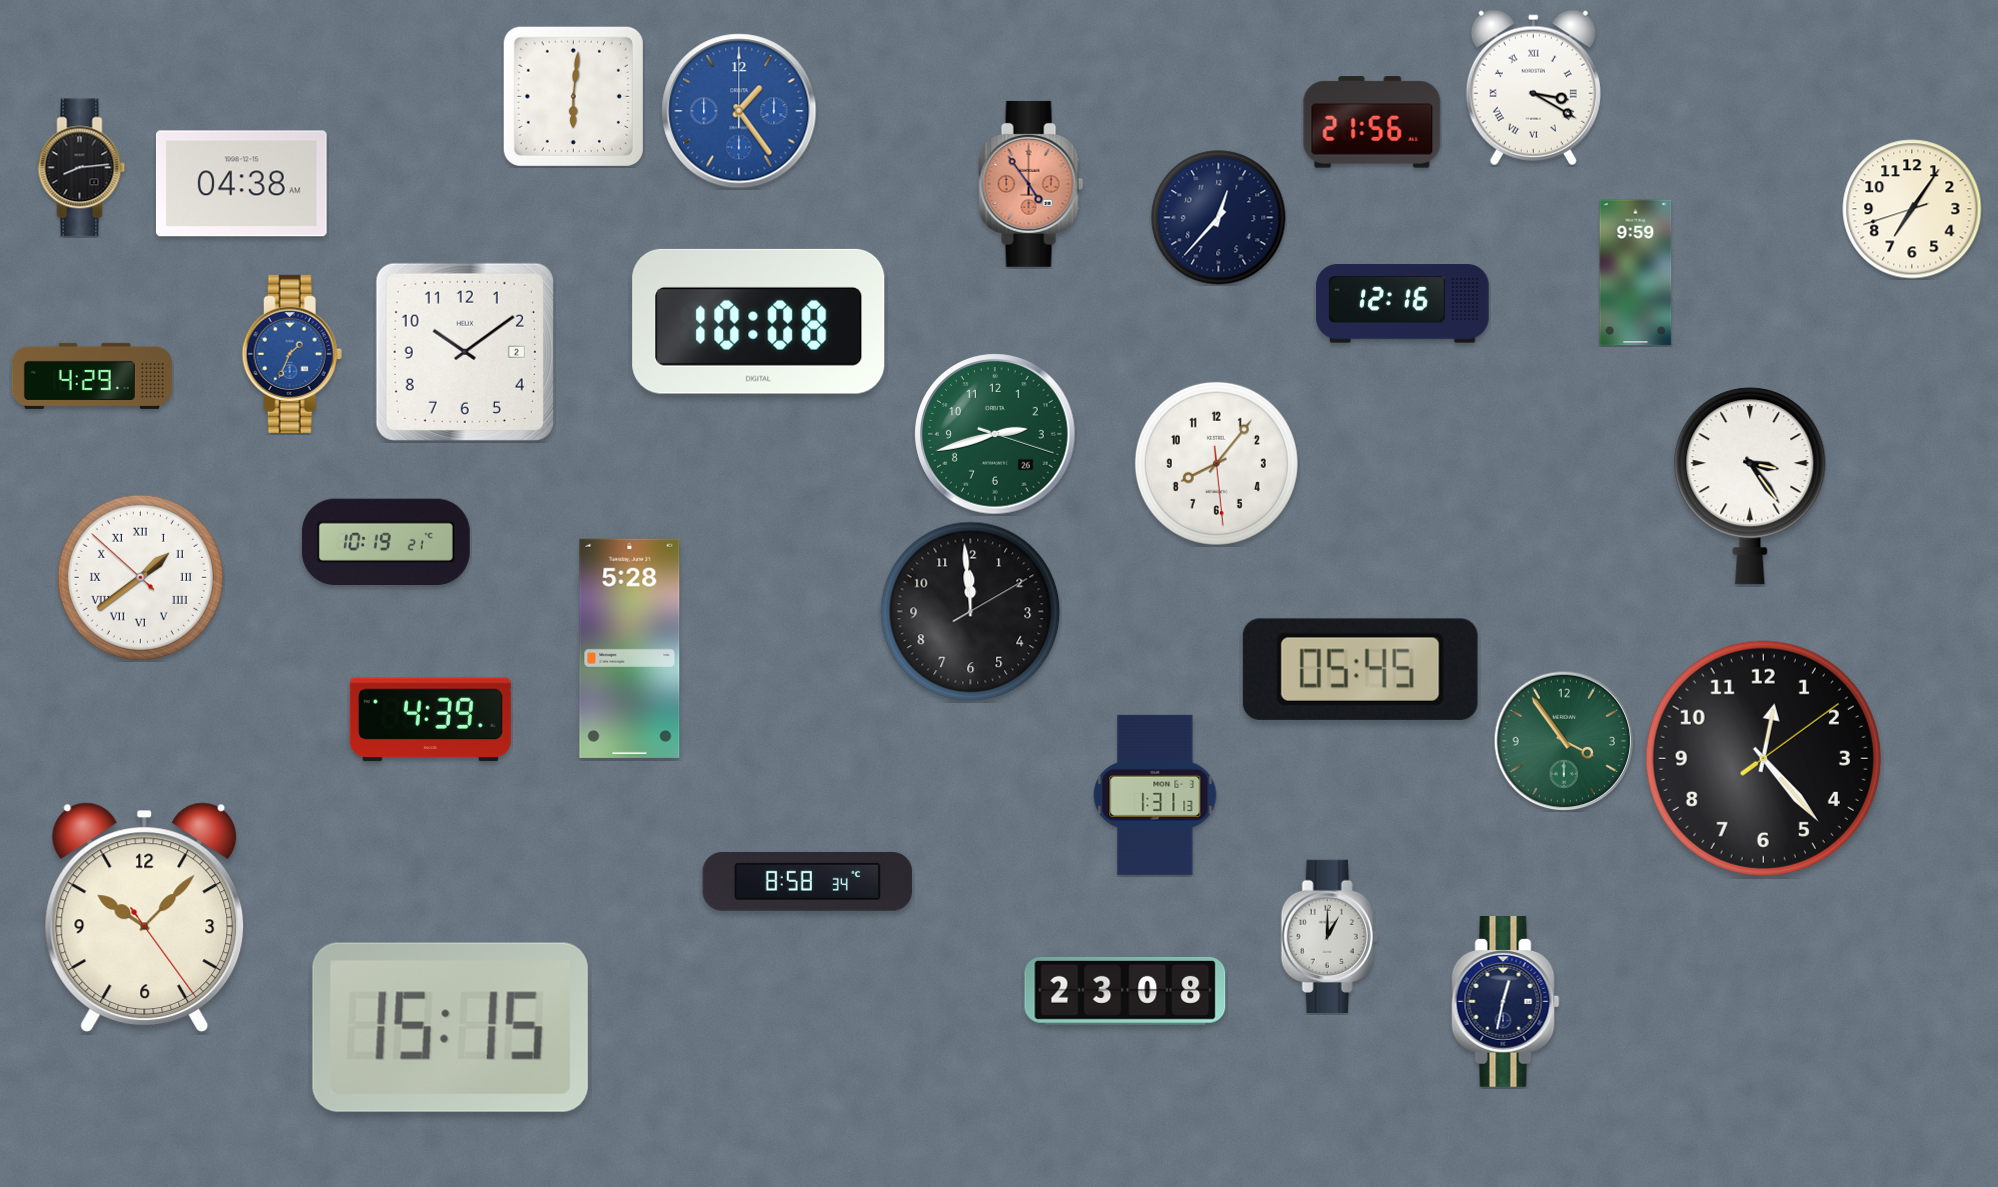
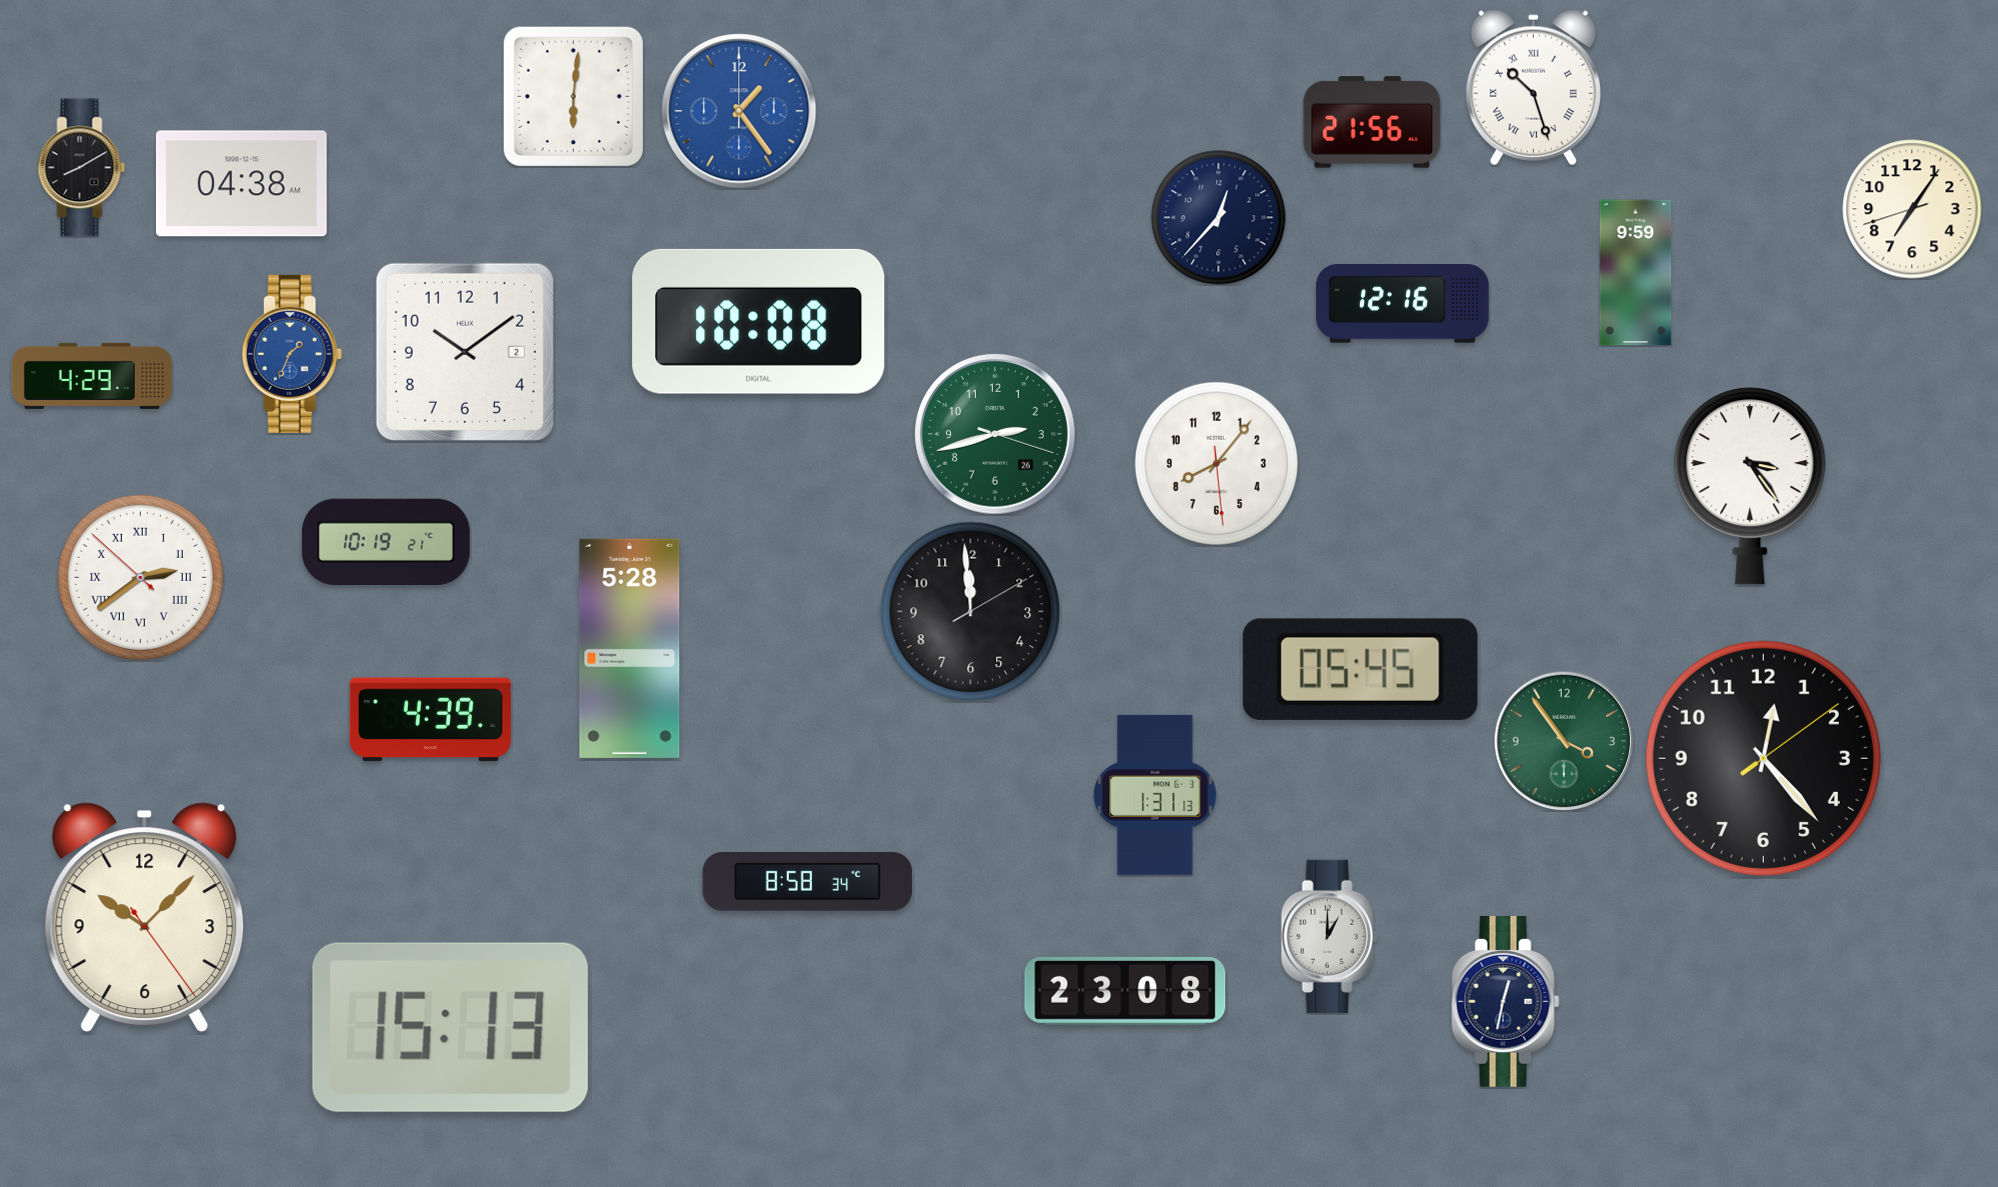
clock at (1533, 88): 3:20 -> 10:27
clock at (82, 168): 8:14 -> 8:10
clock at (1031, 184): 4:54 -> none
clock at (140, 577): 1:38 -> 2:38
clock at (450, 1027): 15:15 -> 15:13
